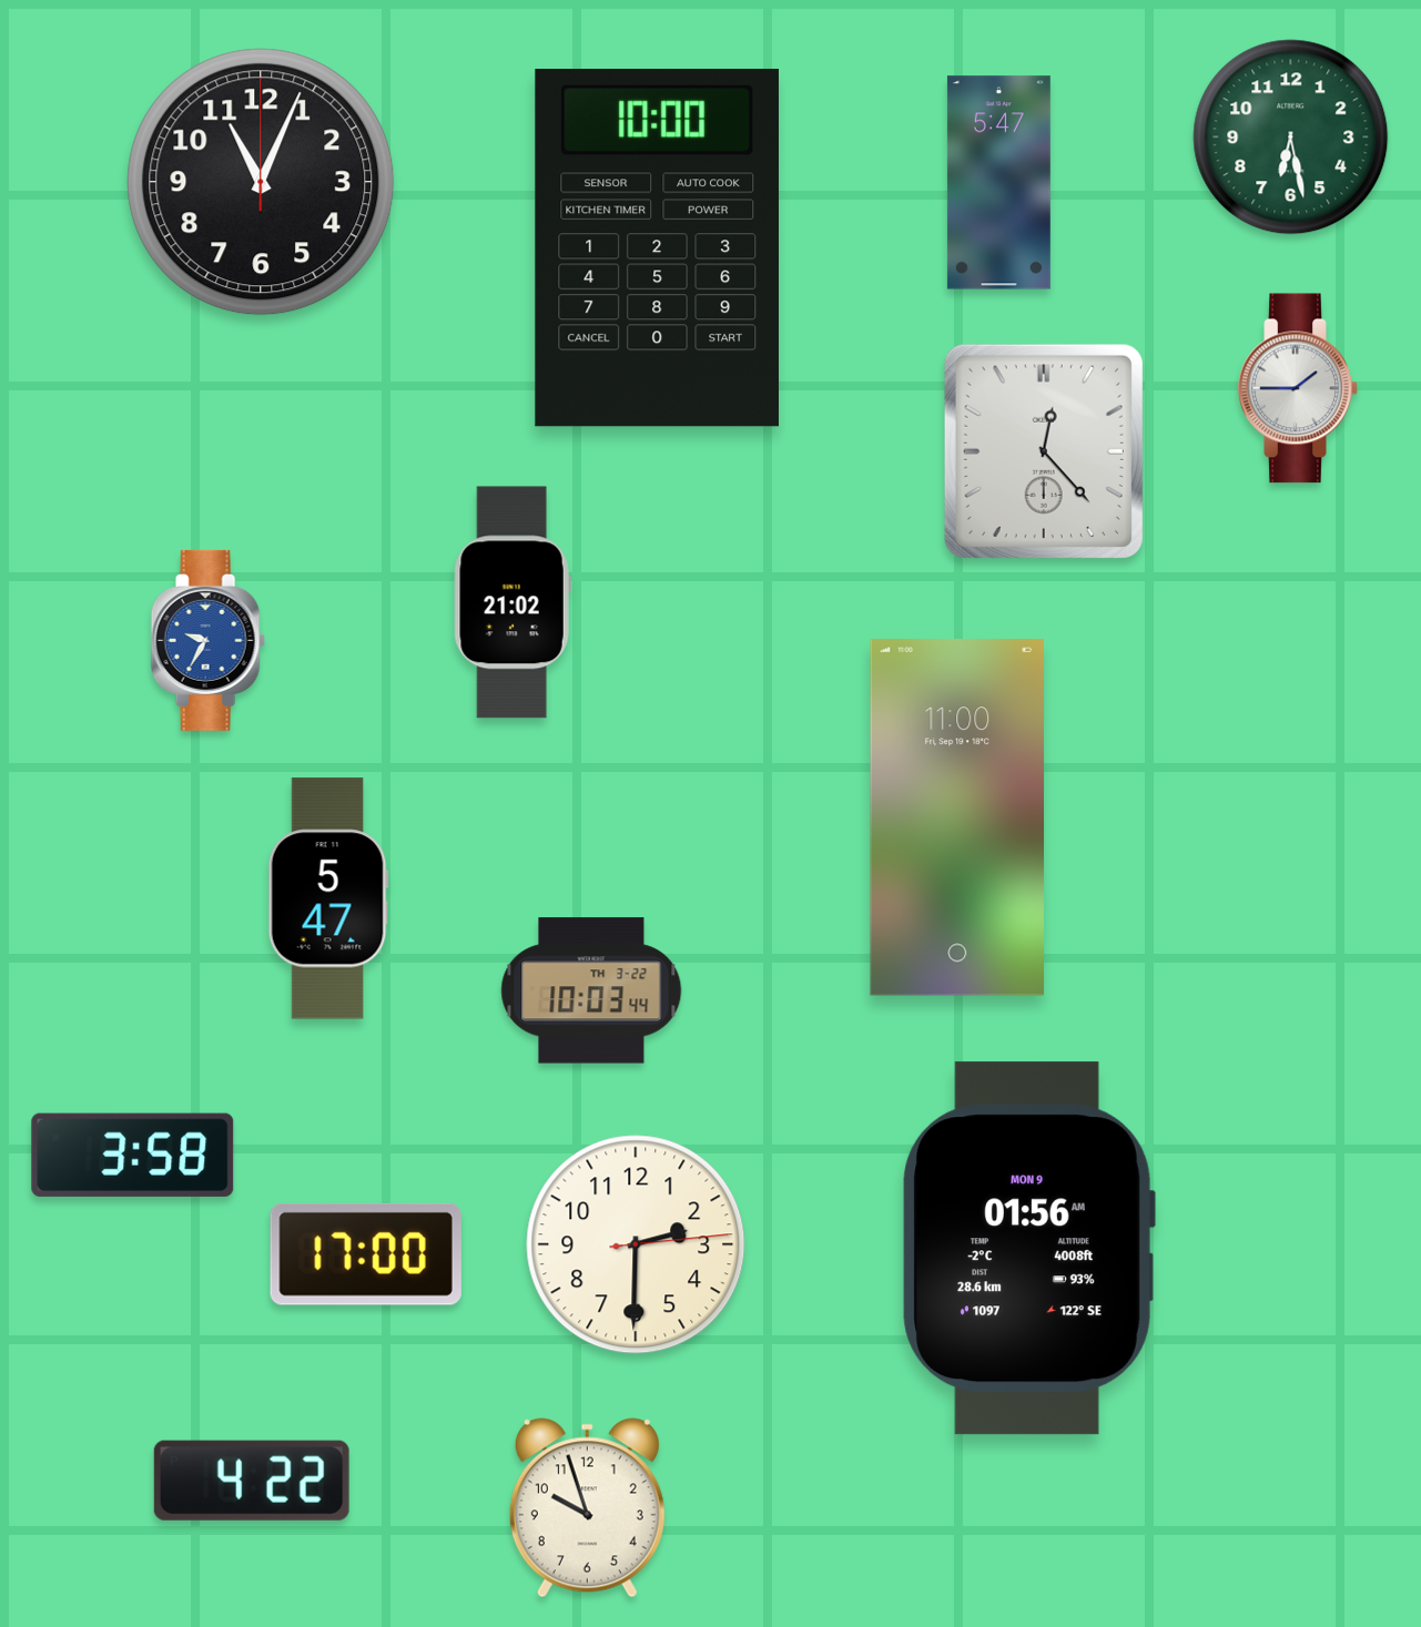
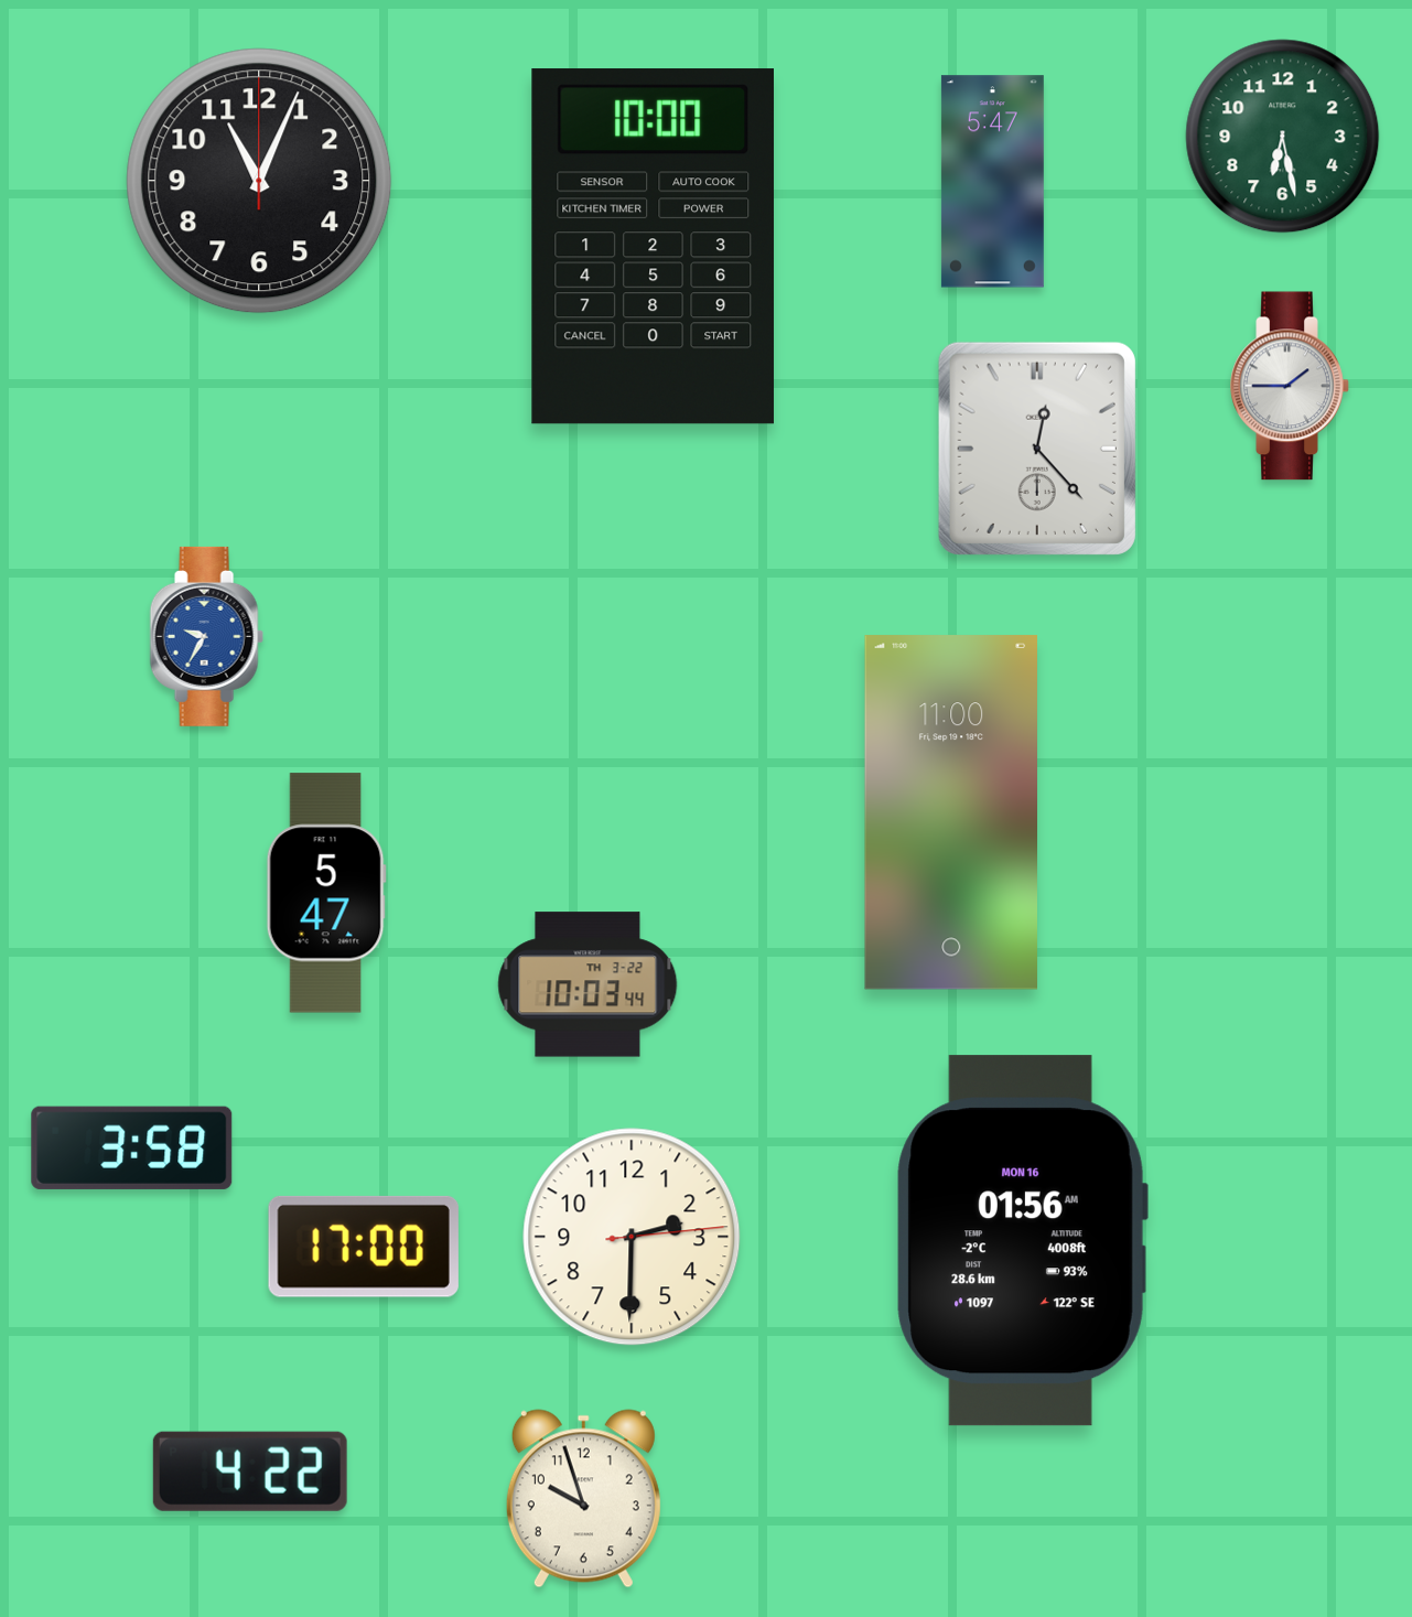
clock at (512, 602): 21:02 -> none
clock at (1028, 1249) date: MON 9 -> MON 16
